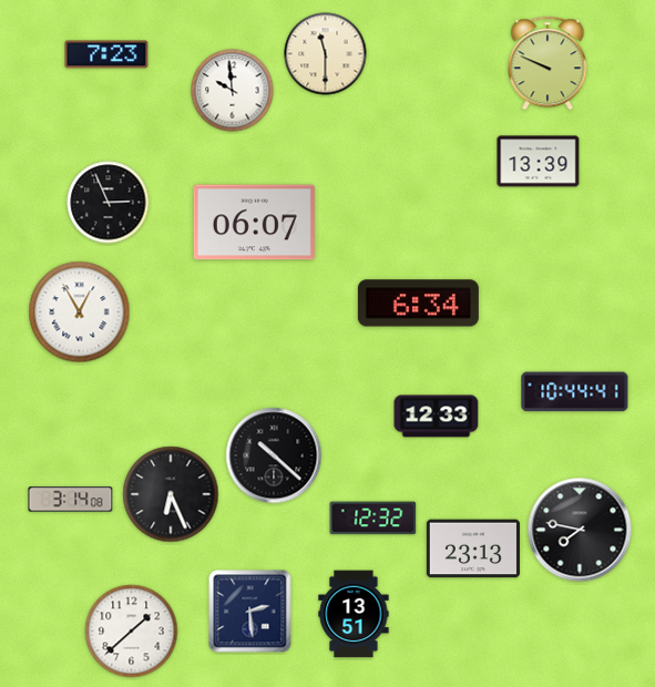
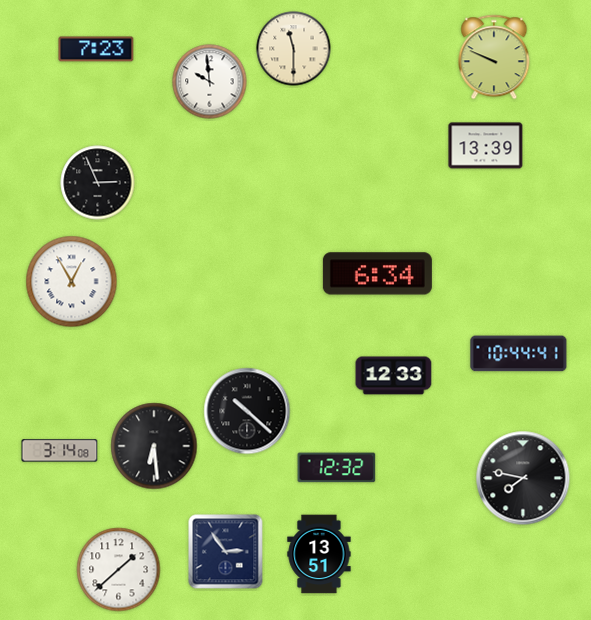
clock at (254, 223): 06:07 -> none
clock at (171, 494): 6:26 -> 6:29
clock at (71, 500) position: (71, 500) -> (60, 451)
clock at (473, 548): 23:13 -> none
clock at (250, 612): 2:29 -> 2:54
